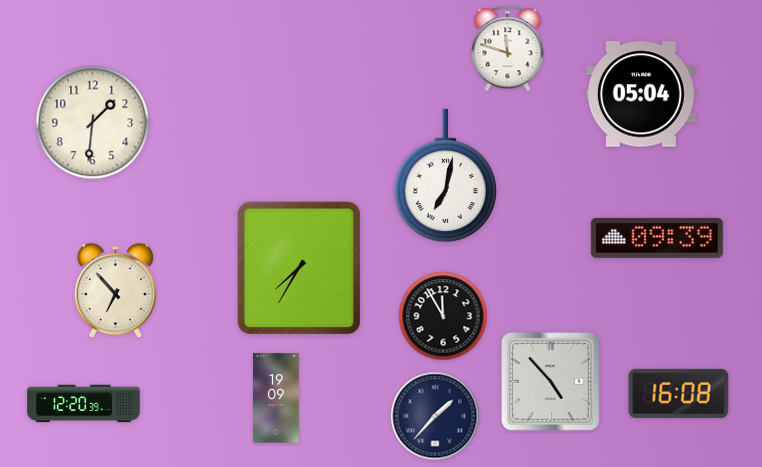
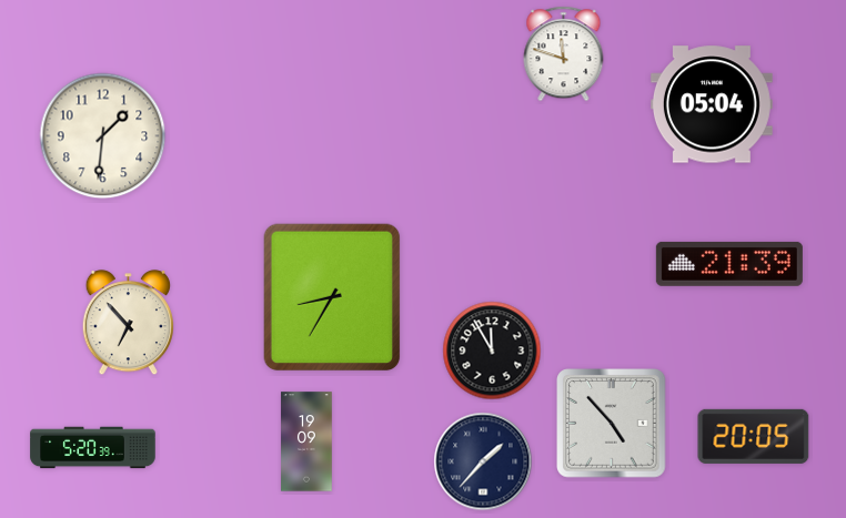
clock at (445, 176): 7:02 -> none
clock at (657, 238): 09:39 -> 21:39
clock at (299, 268): 7:35 -> 8:35
clock at (679, 393): 16:08 -> 20:05
clock at (84, 404): 12:20 -> 5:20
